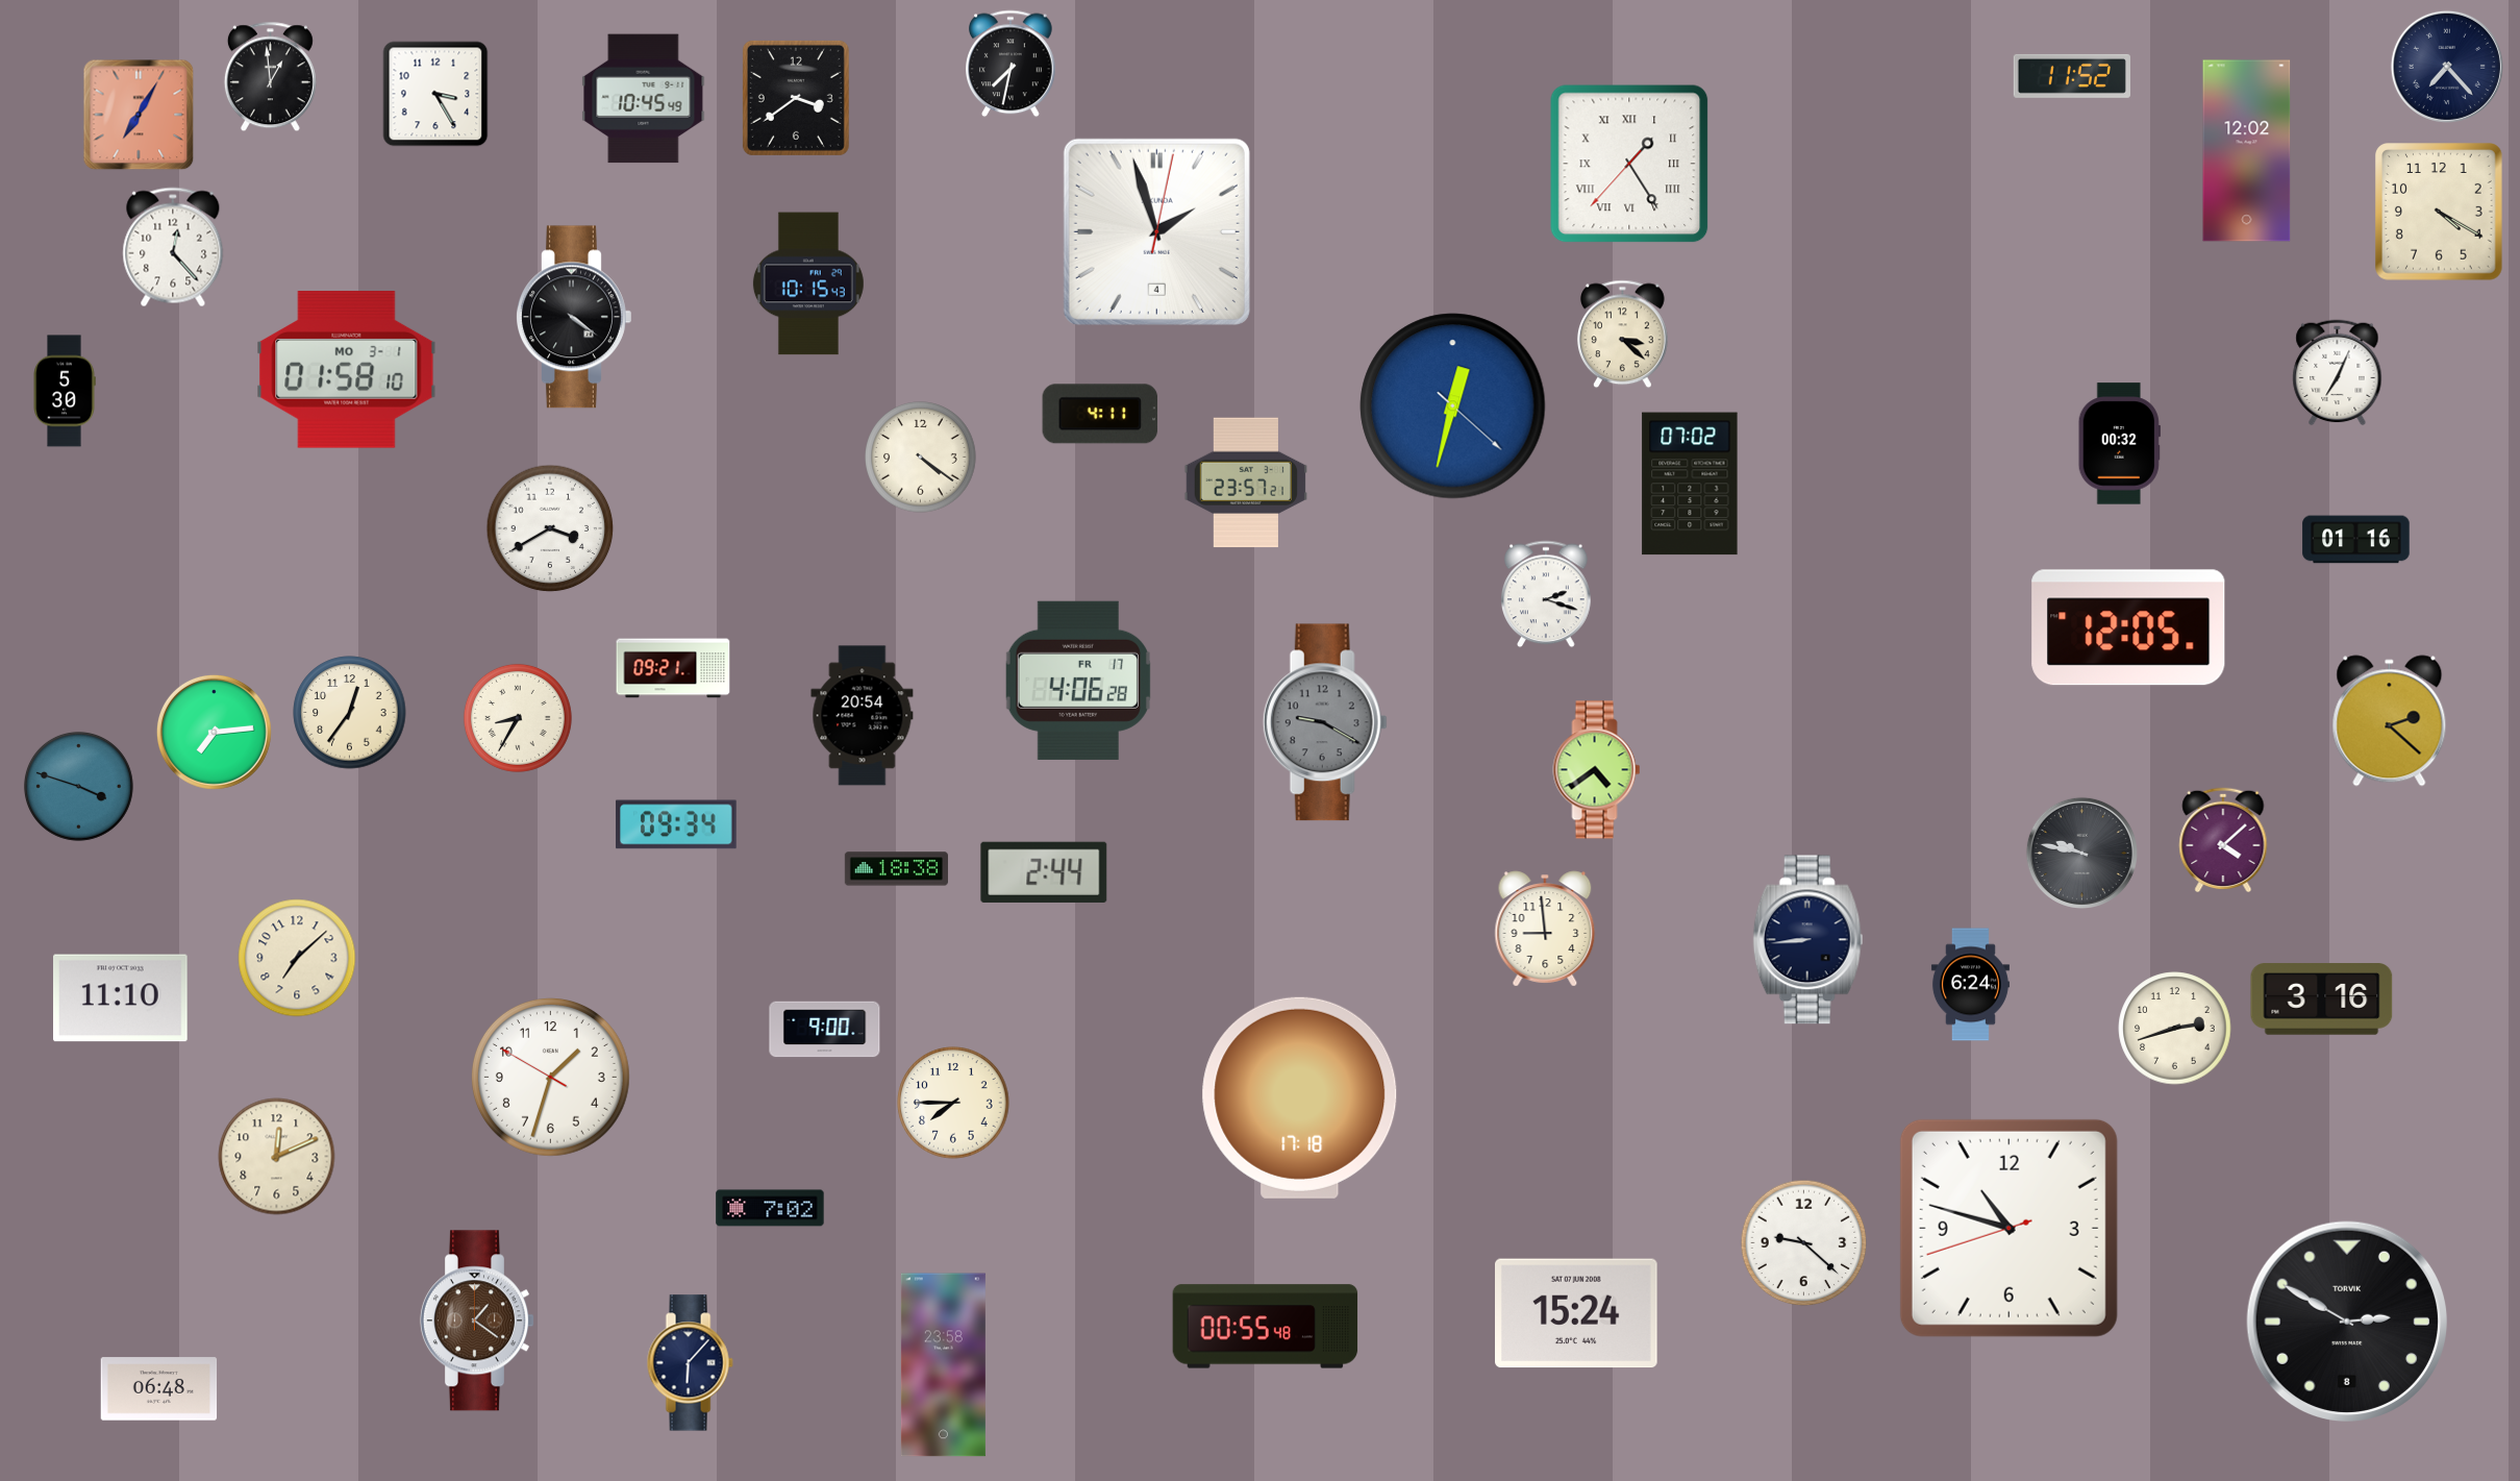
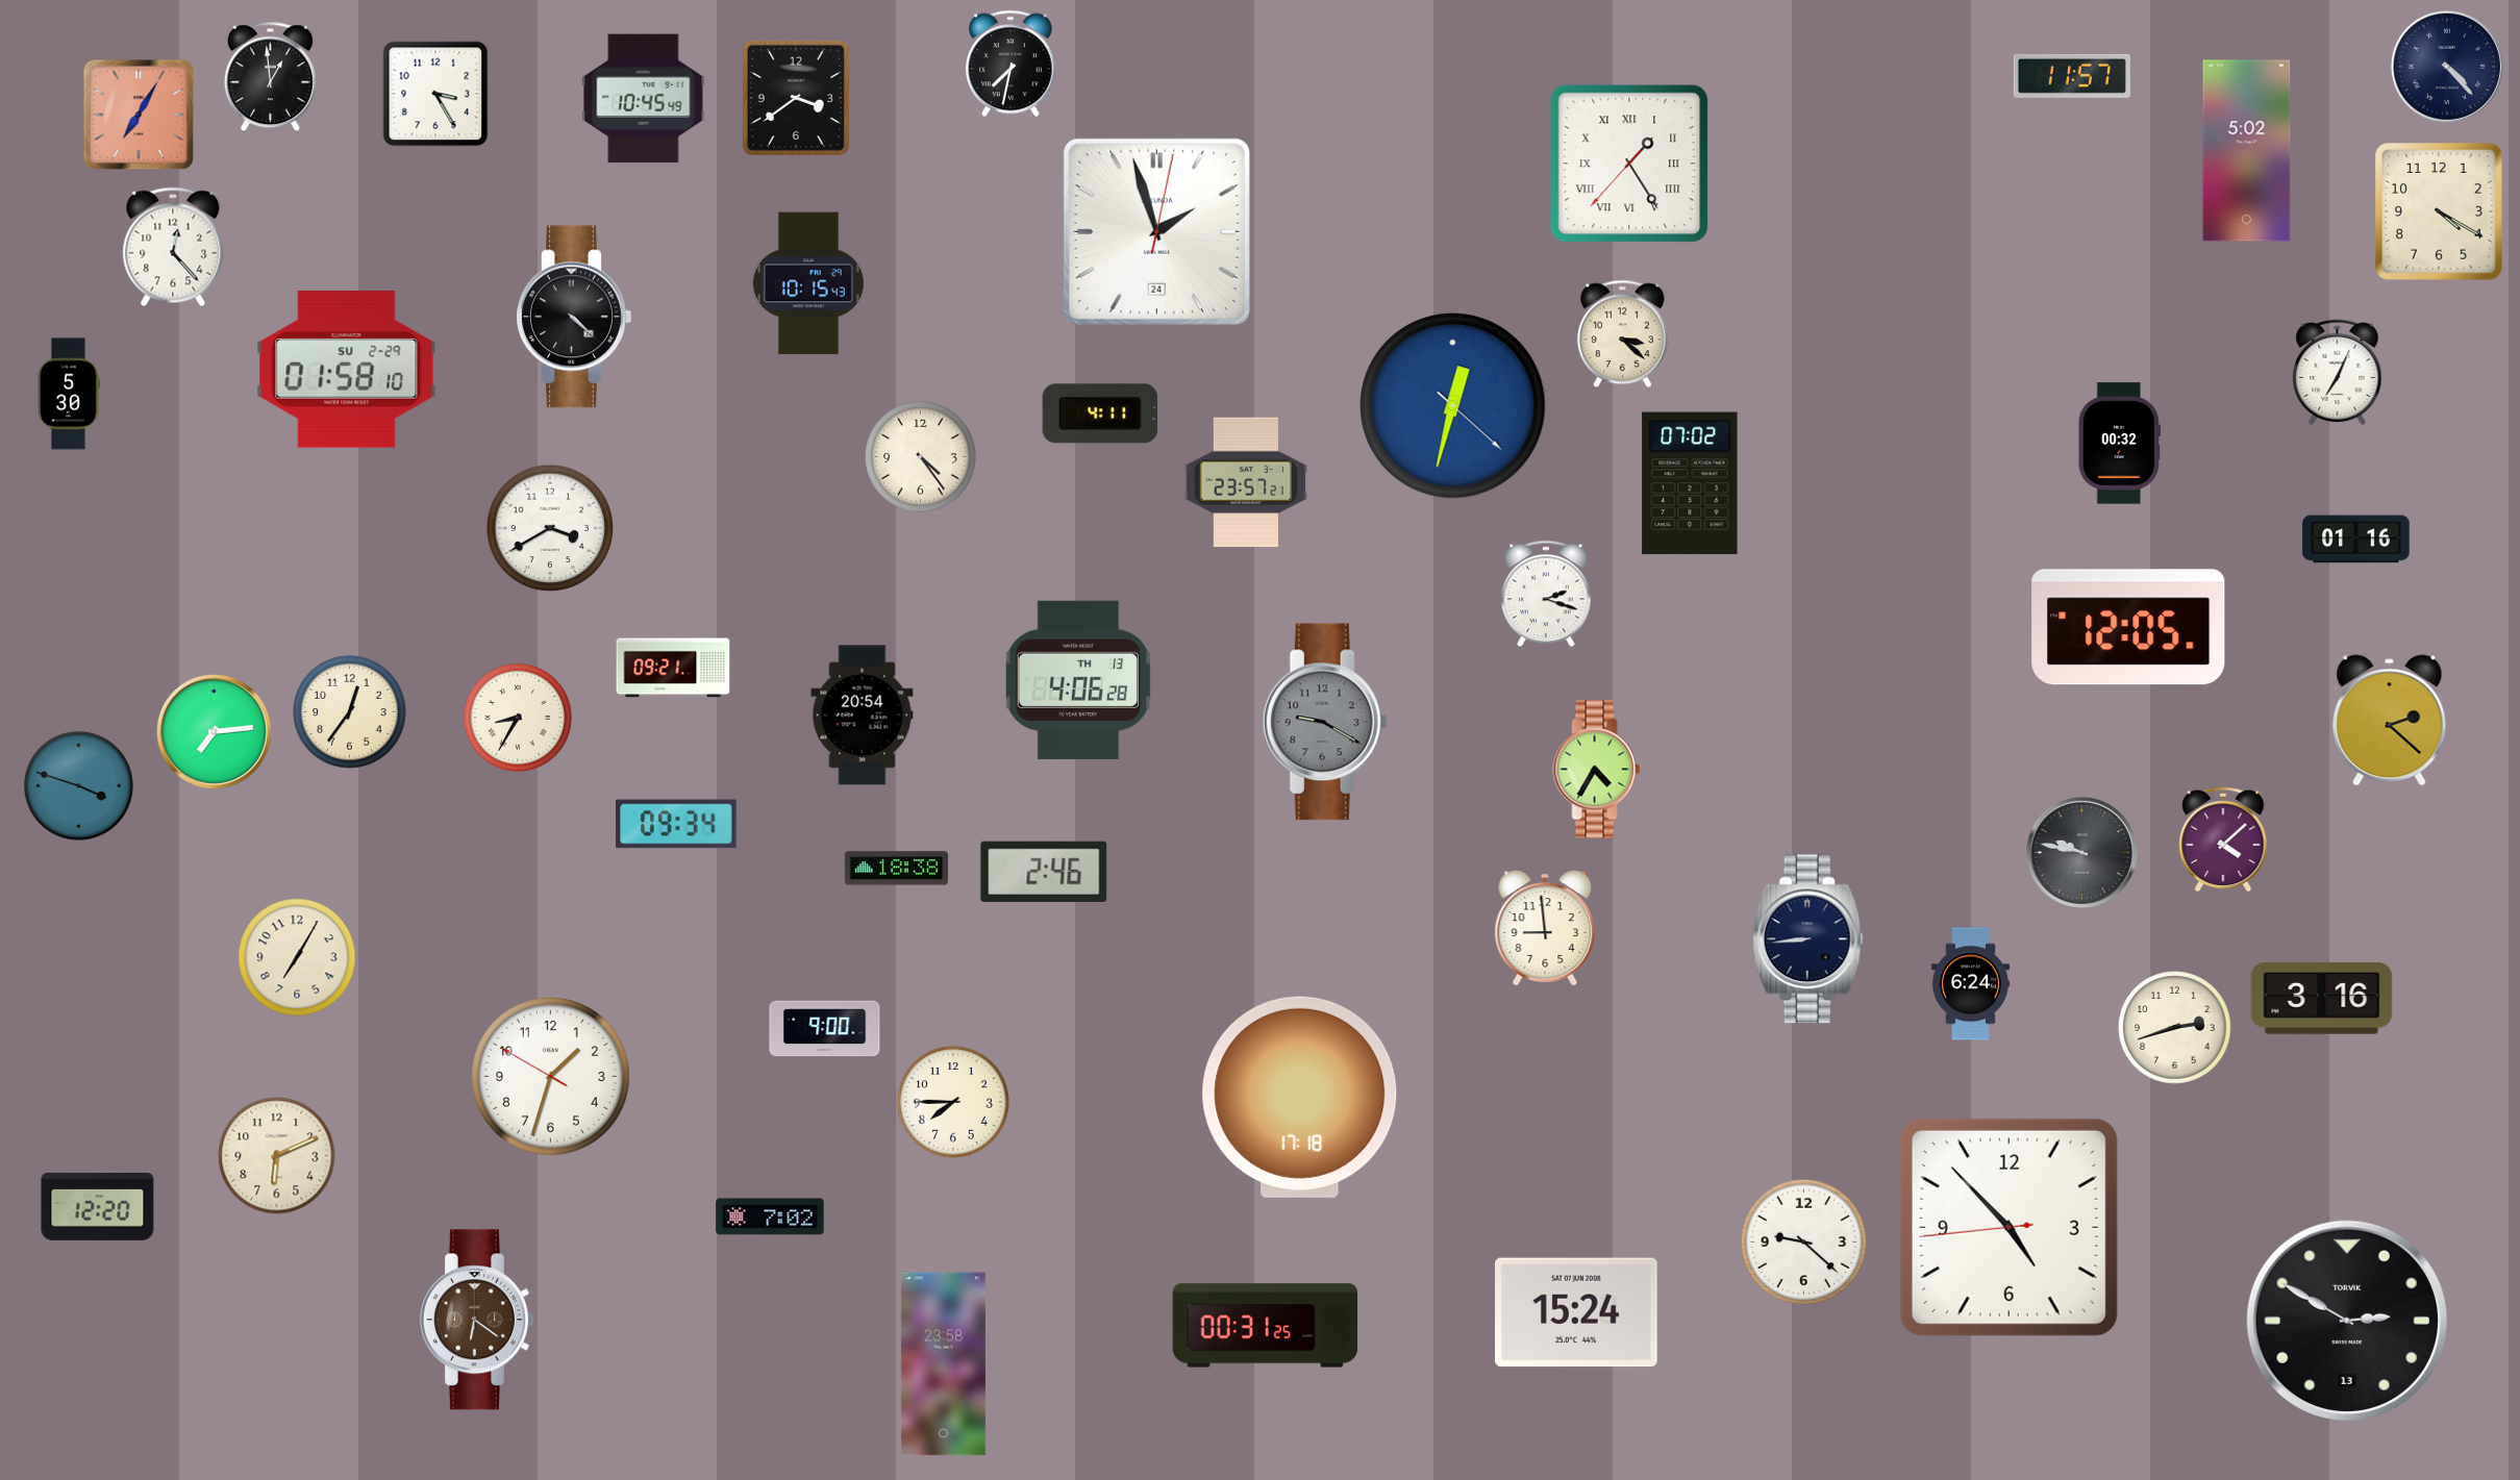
clock at (2447, 67): 7:23 -> 4:23
clock at (2072, 76): 11:52 -> 11:57
clock at (2247, 151): 12:02 -> 5:02
clock at (1156, 231) date: 4 -> 24
clock at (574, 317): 4:21 -> 4:22
clock at (347, 370) date: MO 3-1 -> SU 2-29
clock at (65, 391) position: (65, 391) -> (69, 394)
clock at (921, 458): 4:21 -> 4:24
clock at (1078, 681) date: FR 17 -> TH 13
clock at (1597, 770): 4:39 -> 4:35
clock at (1044, 872): 2:44 -> 2:46
clock at (297, 958): 7:08 -> 7:05
clock at (121, 998): 11:10 -> none
clock at (277, 1157): 12:11 -> 6:11
clock at (98, 1206): none -> 12:20
clock at (770, 1208) position: (770, 1208) -> (770, 1216)
clock at (2008, 1228): 10:47 -> 4:52
clock at (477, 1320): 1:21 -> 6:21
clock at (2346, 1320) date: 8 -> 13
clock at (1266, 1327): 00:55 -> 00:31
clock at (690, 1363): 6:07 -> none
clock at (159, 1389): 06:48 -> none
